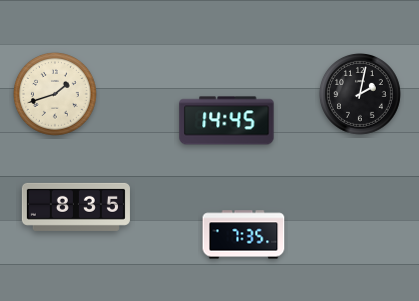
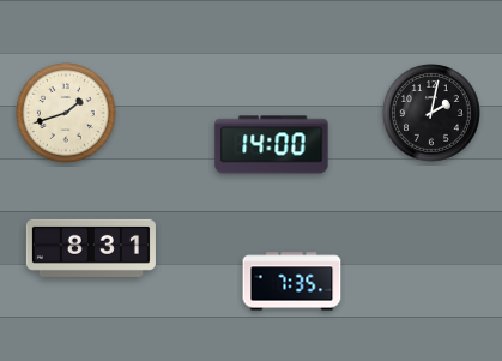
clock at (227, 121): 14:45 -> 14:00
clock at (76, 207): 8:35 -> 8:31
